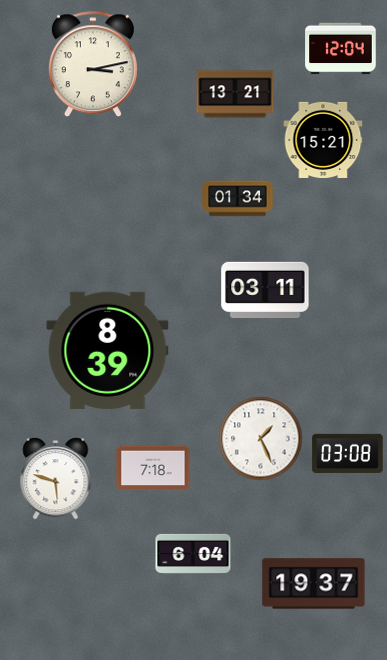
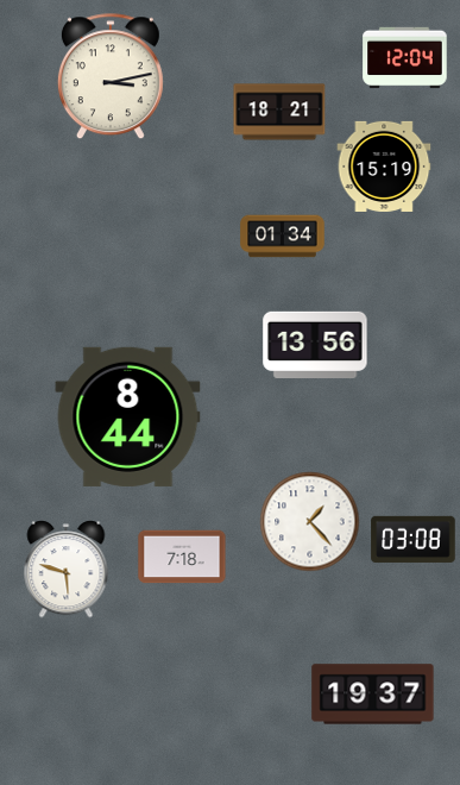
clock at (235, 94): 13:21 -> 18:21
clock at (323, 140): 15:21 -> 15:19
clock at (265, 289): 03:11 -> 13:56
clock at (108, 350): 8:39 -> 8:44
clock at (261, 439): 1:26 -> 1:23
clock at (193, 554): 6:04 -> none
